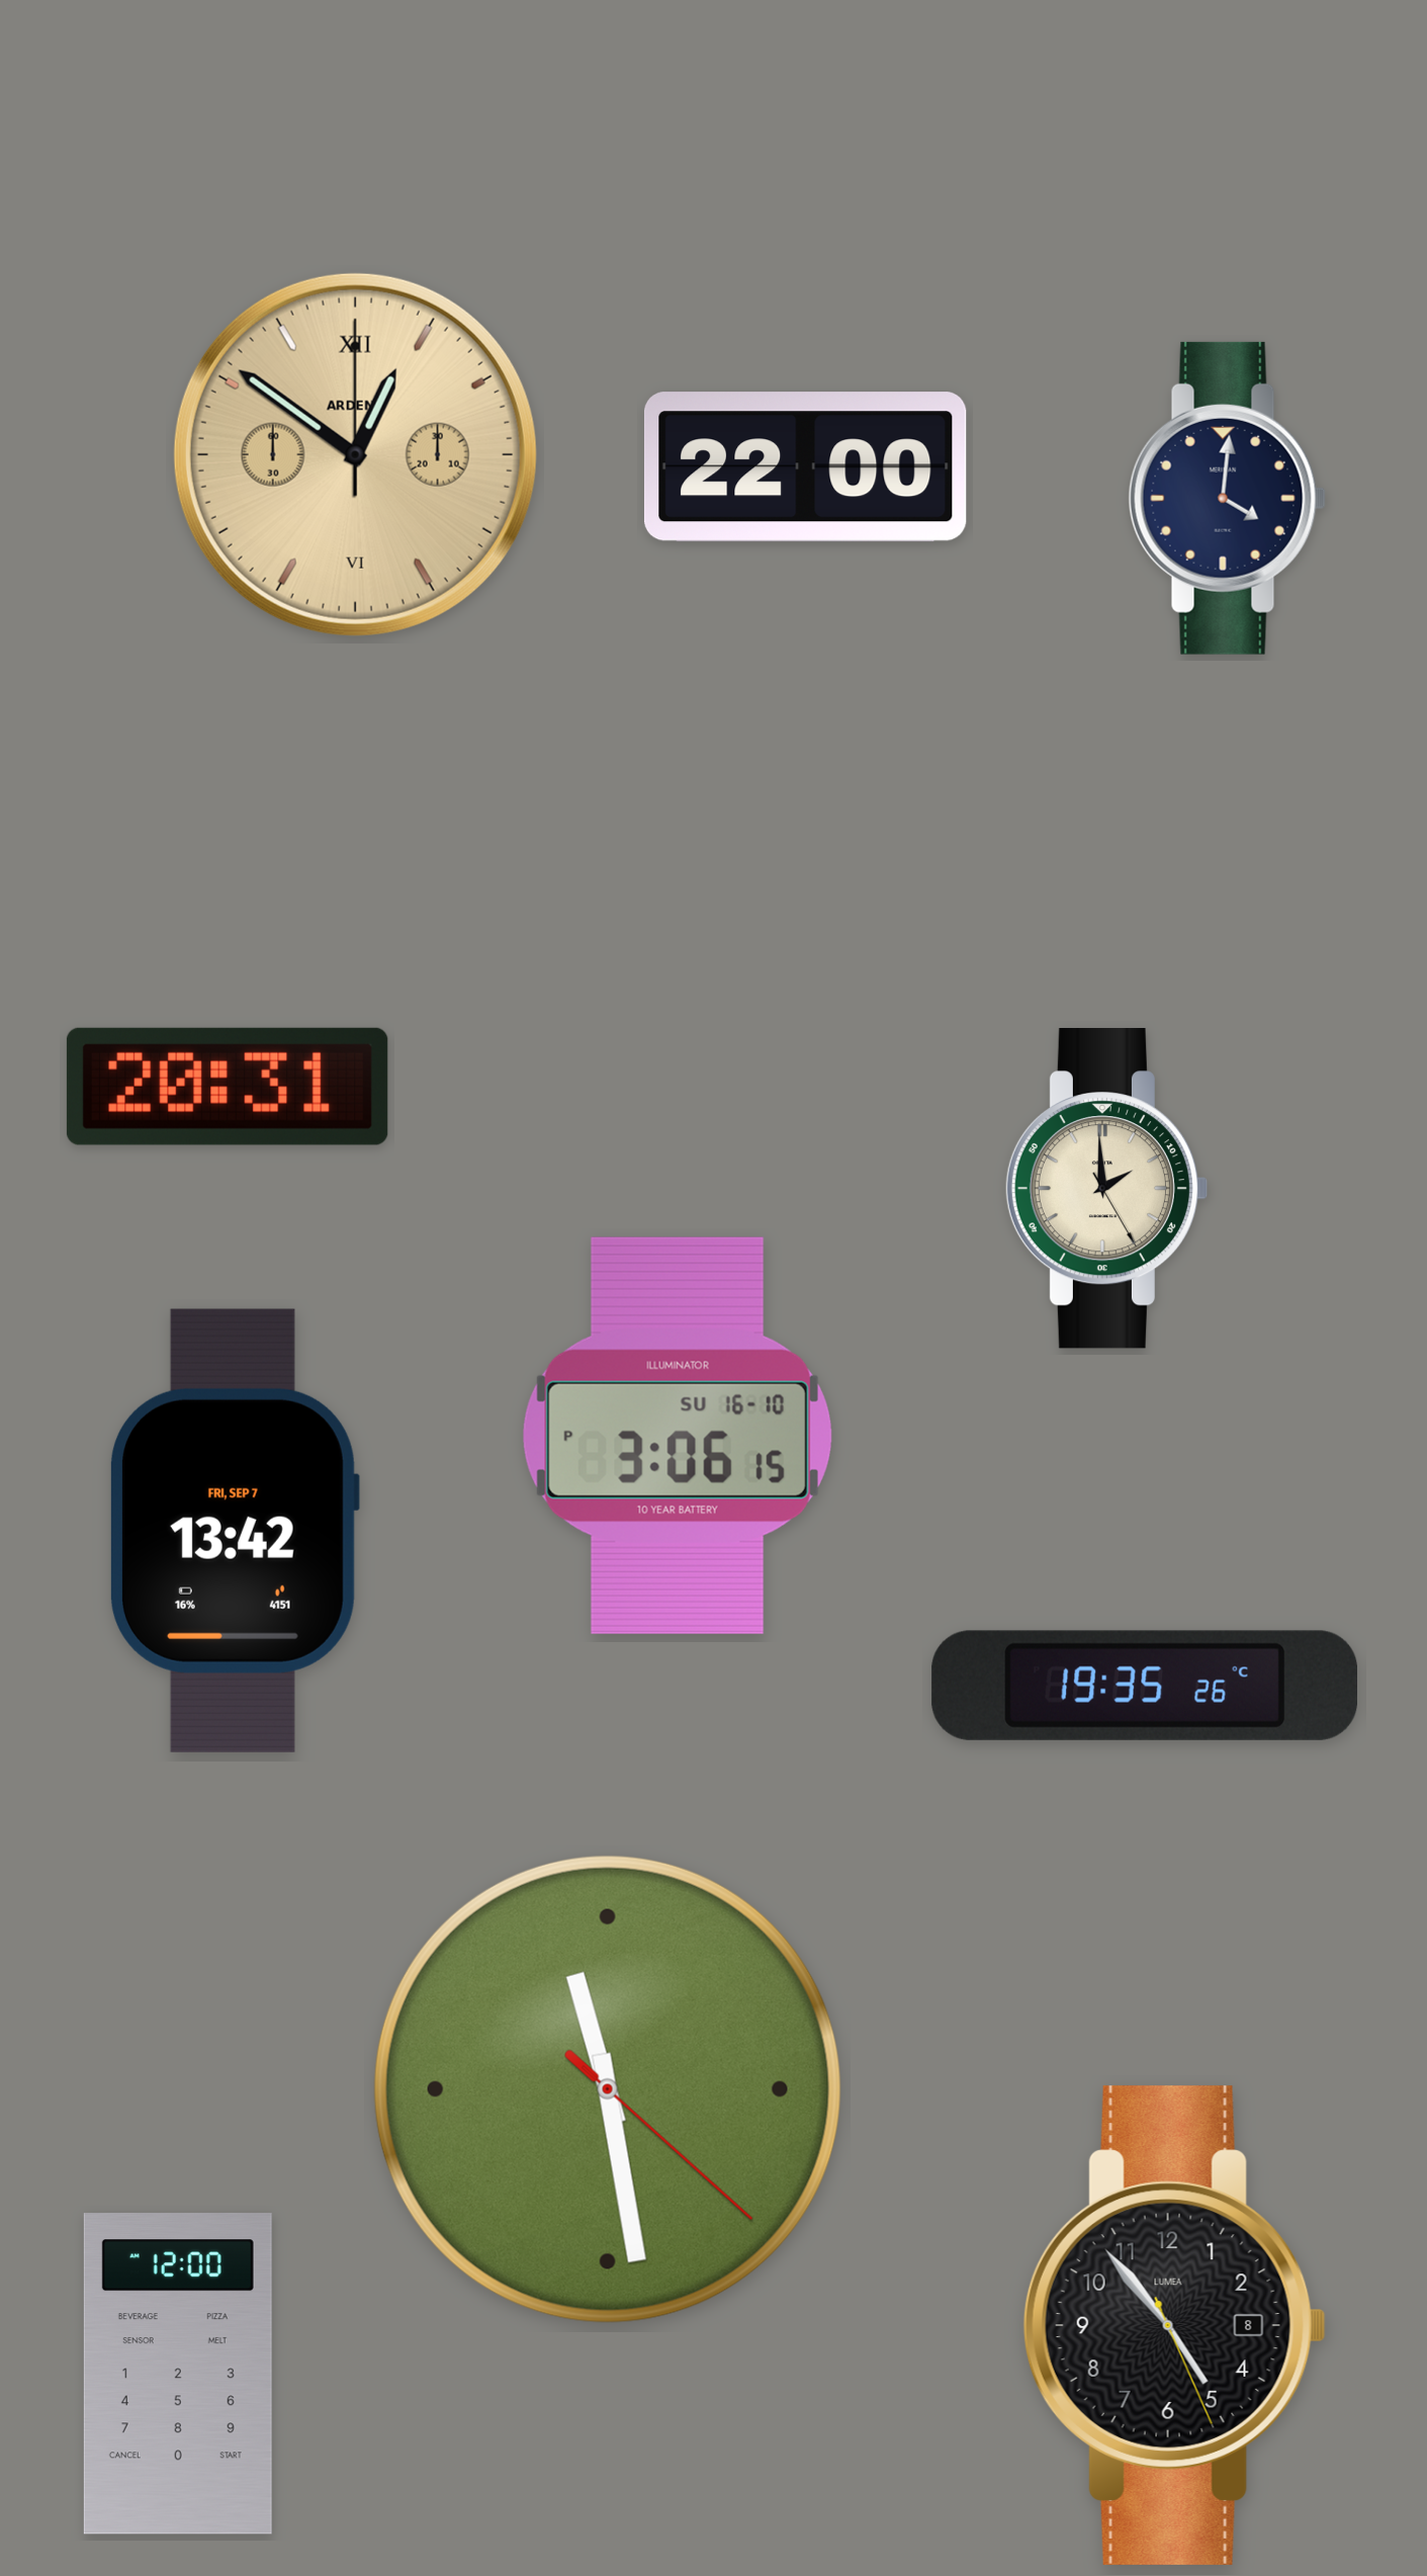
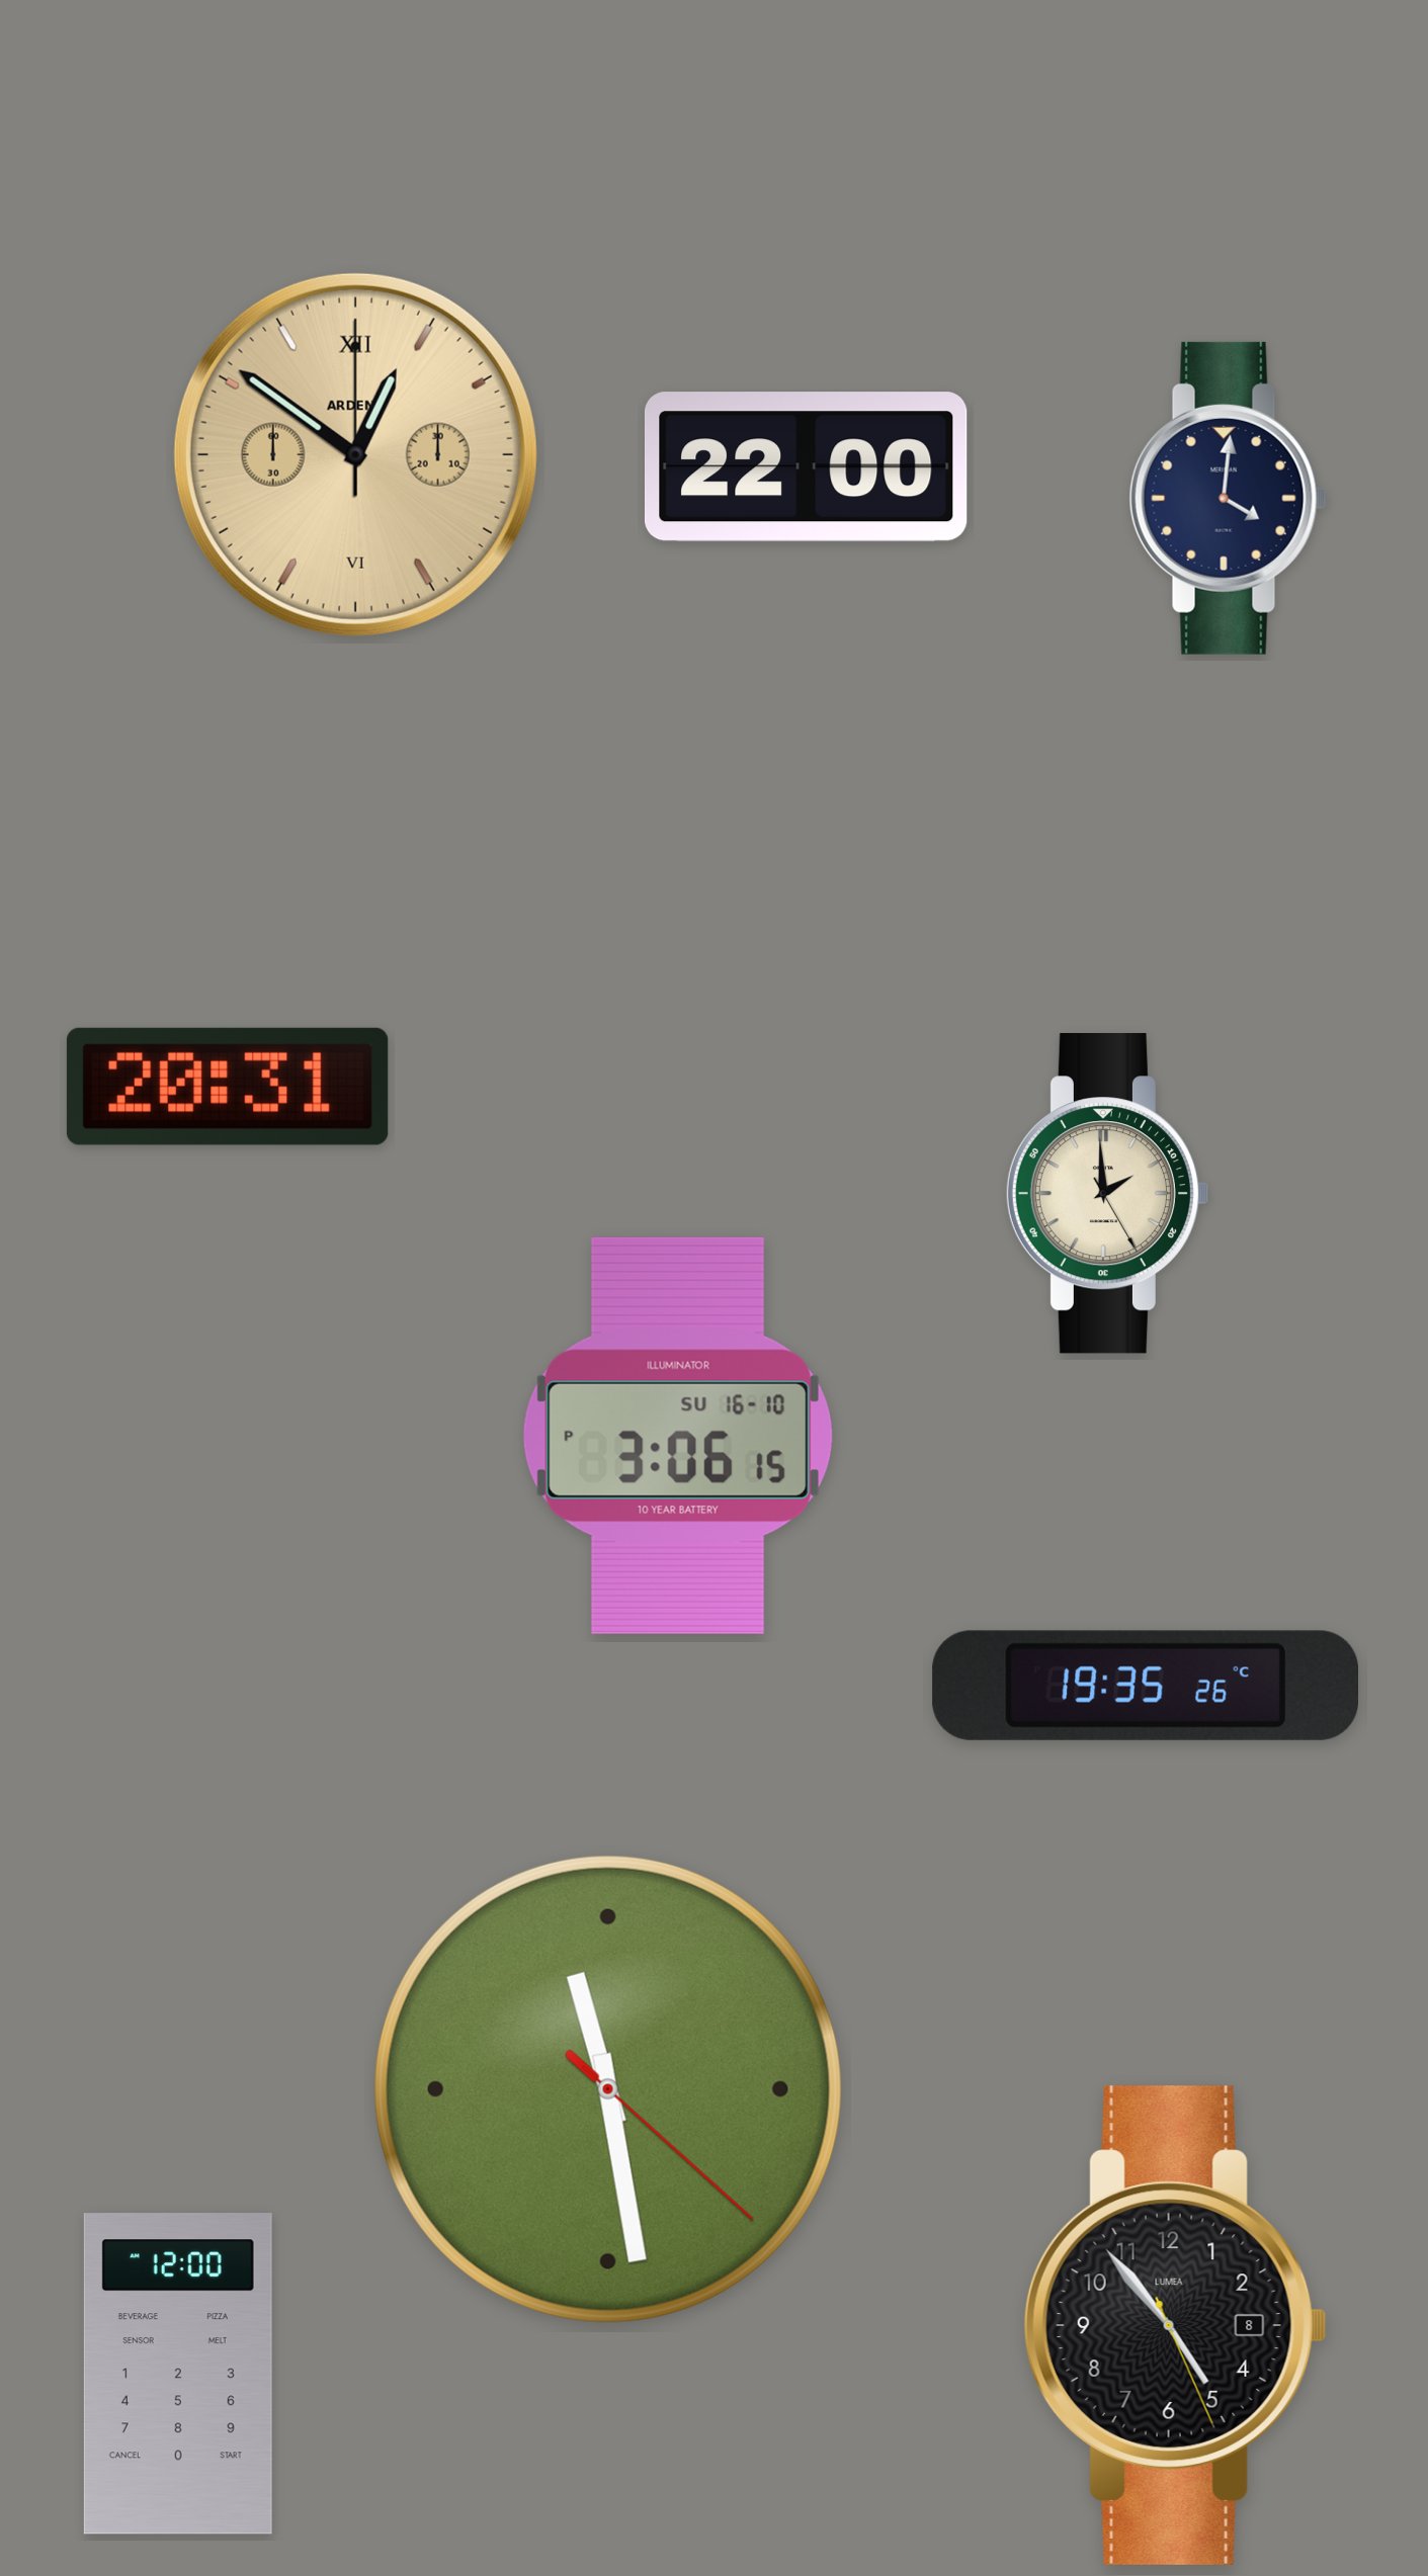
clock at (1105, 1189) position: (1105, 1189) -> (1106, 1194)
clock at (234, 1531): 13:42 -> none
